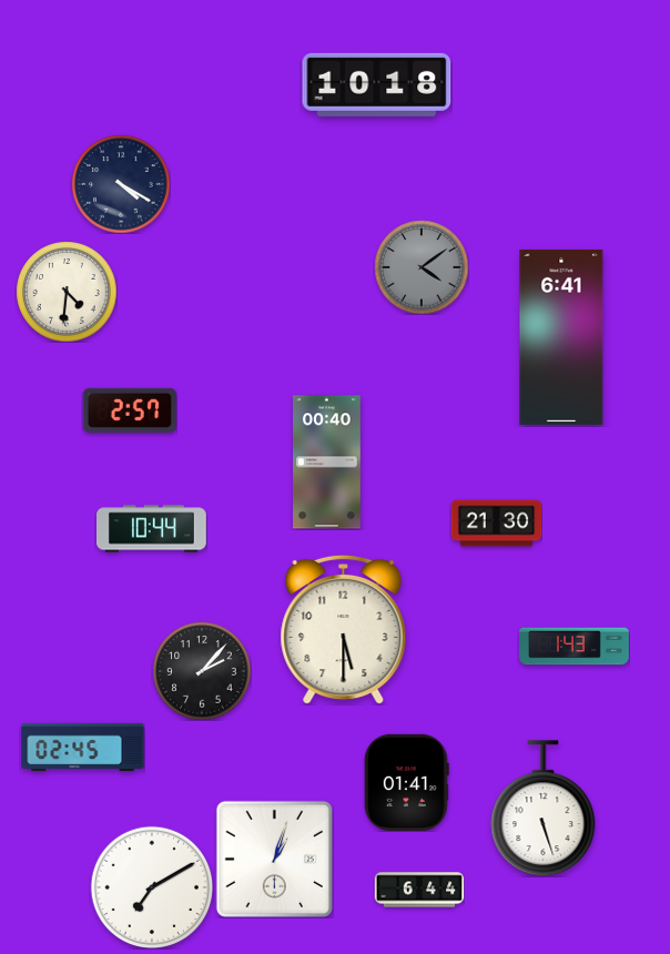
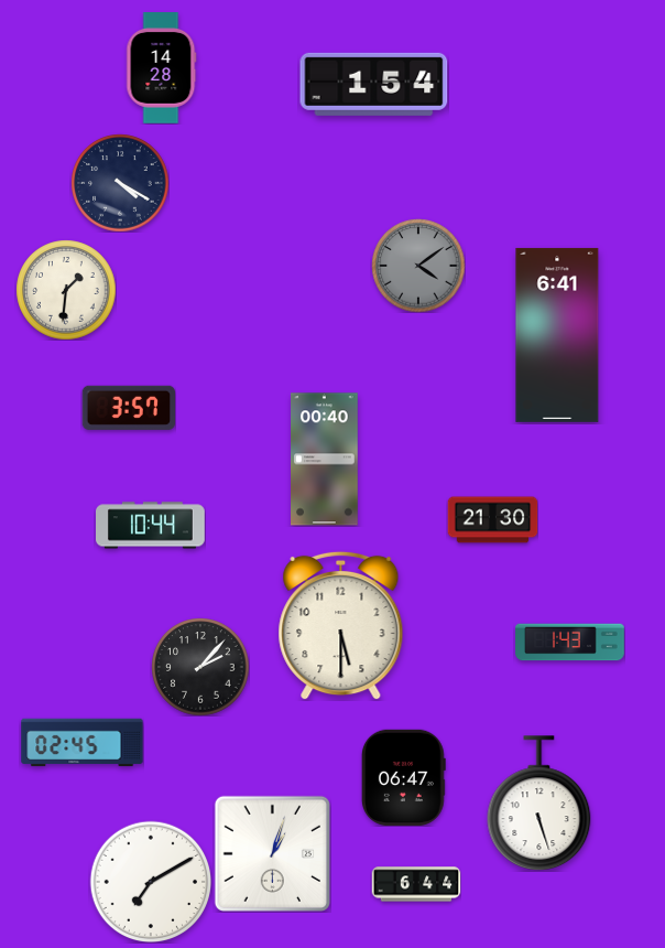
clock at (162, 68): none -> 14:28
clock at (377, 84): 10:18 -> 1:54
clock at (67, 292): 4:31 -> 1:31
clock at (129, 410): 2:57 -> 3:57
clock at (406, 782): 01:41 -> 06:47
